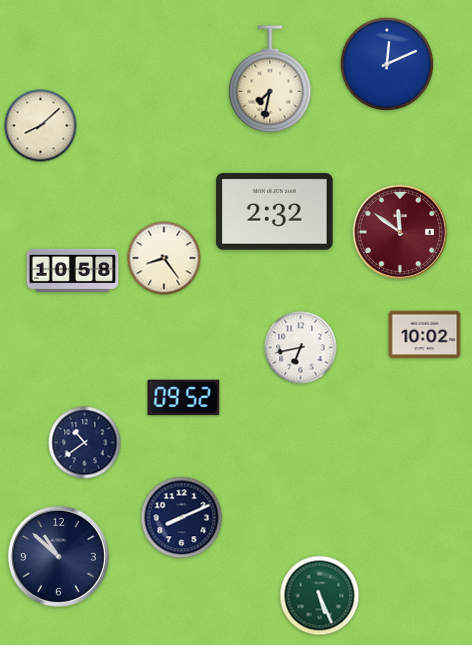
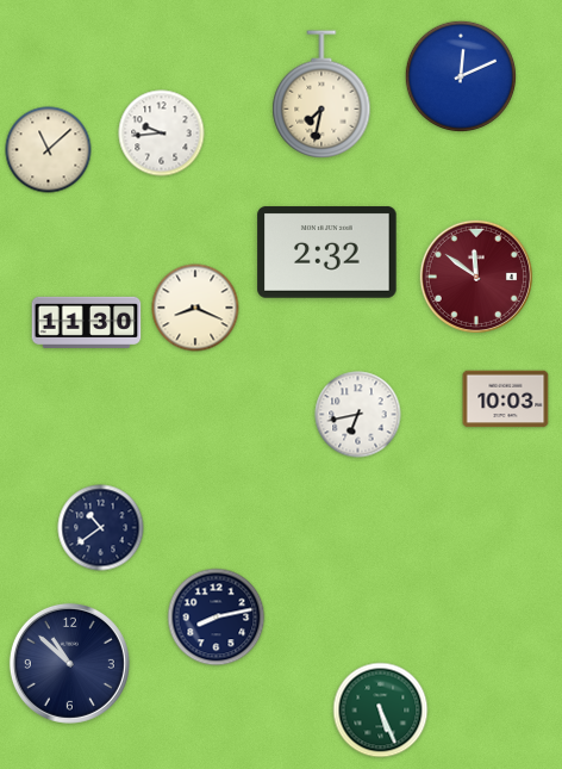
clock at (162, 134): none -> 9:44
clock at (41, 126): 8:08 -> 11:08
clock at (164, 258): 8:24 -> 8:19
clock at (73, 270): 10:58 -> 11:30
clock at (425, 335): 10:02 -> 10:03
clock at (184, 398): 09:52 -> none
clock at (182, 518): 8:11 -> 8:13
